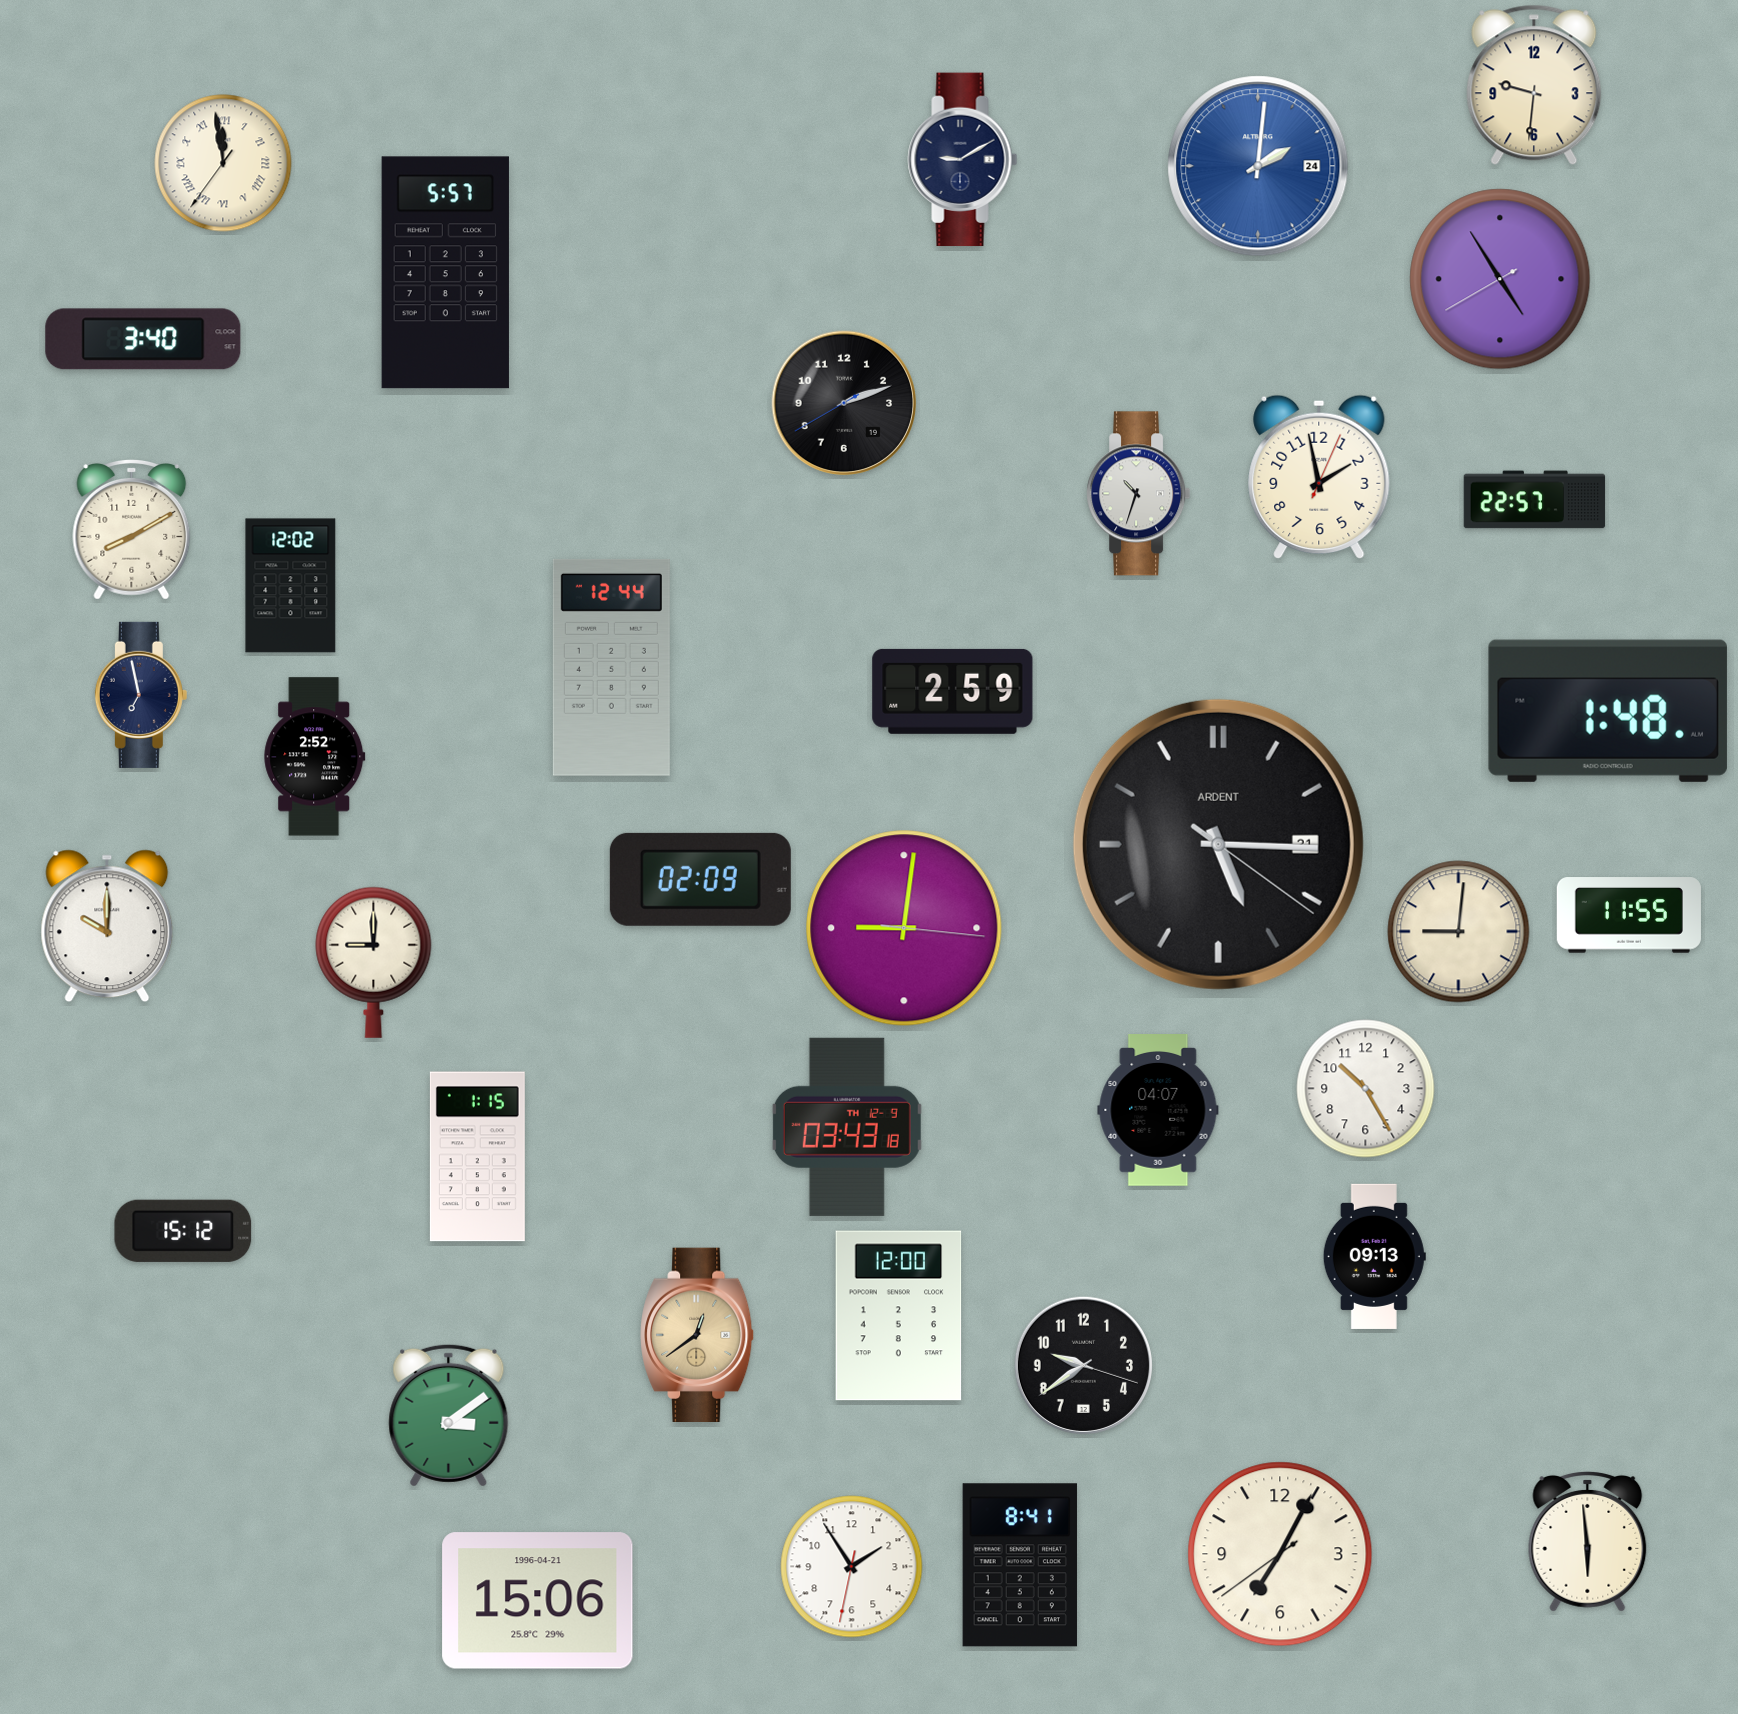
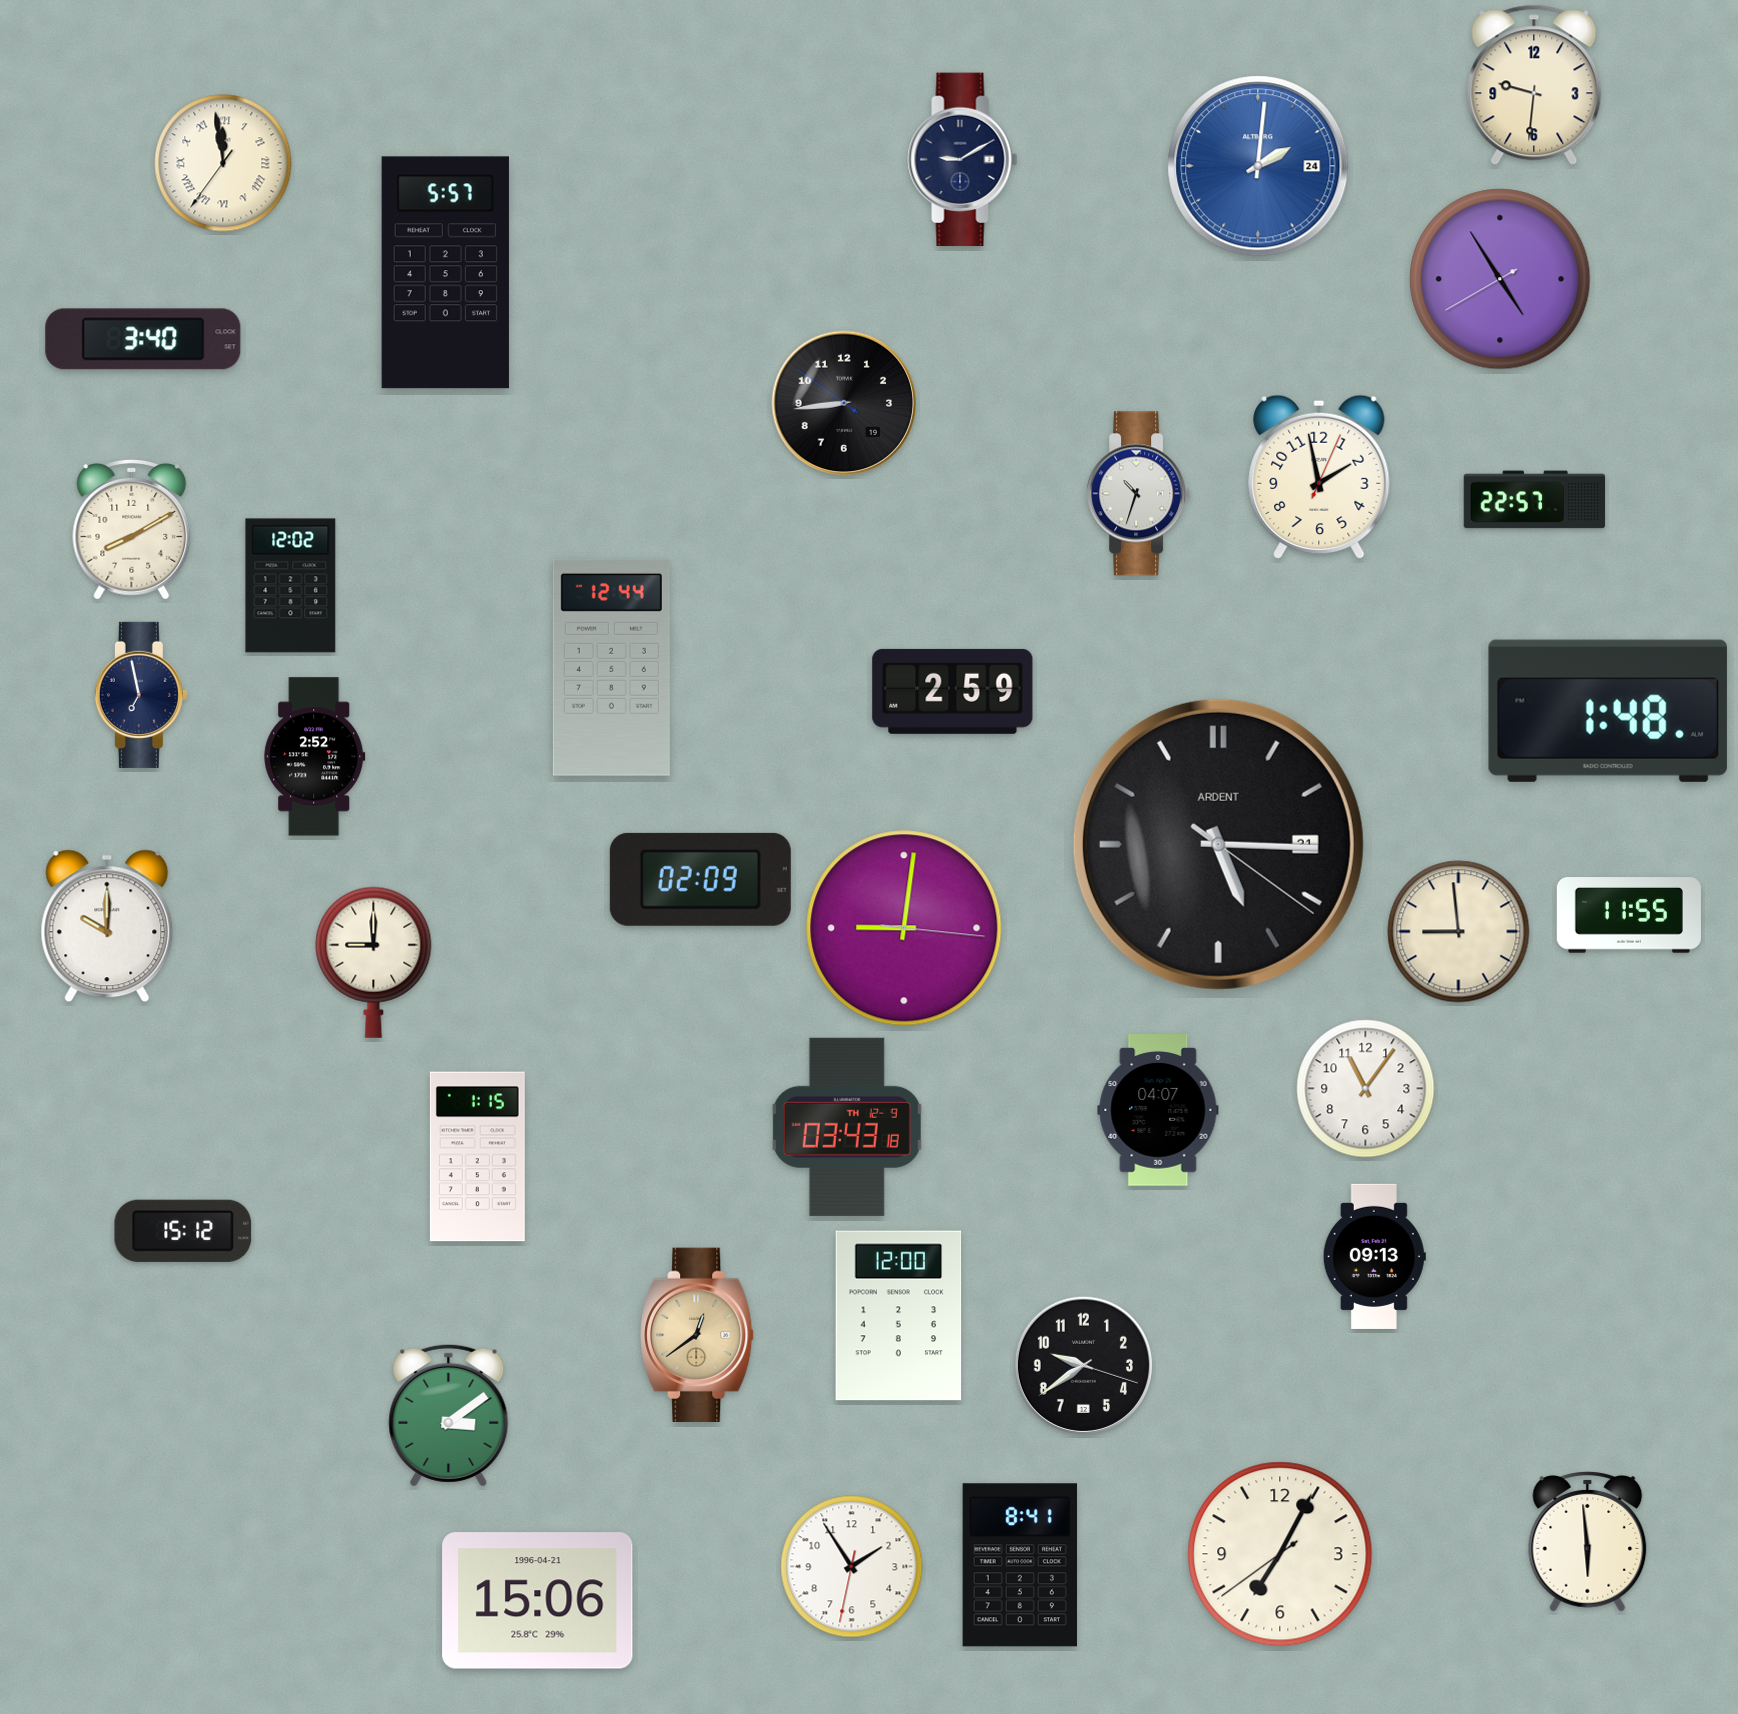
clock at (844, 403): 2:11 -> 8:43
clock at (1459, 932): 9:01 -> 8:59
clock at (1366, 1089): 10:25 -> 11:06
